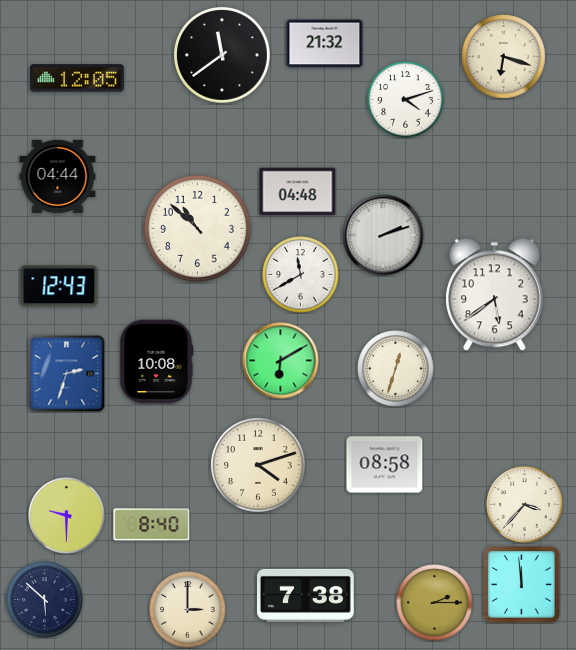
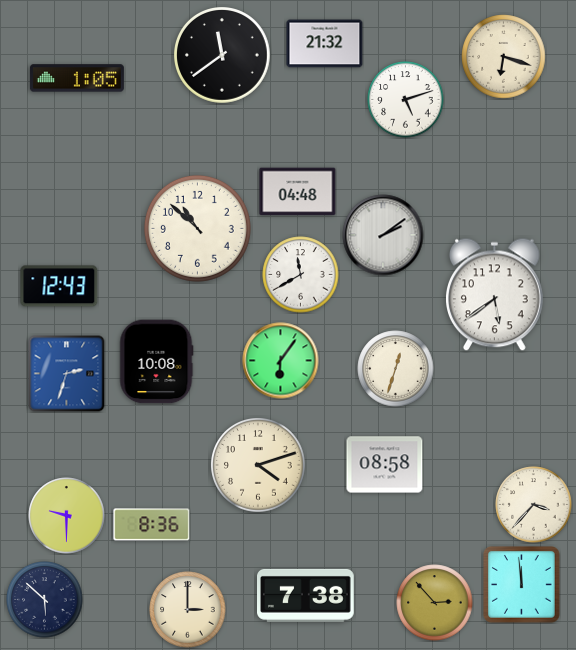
clock at (77, 78): 12:05 -> 1:05
clock at (406, 100): 4:12 -> 5:12
clock at (58, 176): 04:44 -> none
clock at (383, 235): 2:12 -> 2:09
clock at (281, 361): 6:10 -> 6:06
clock at (525, 505) position: (525, 505) -> (534, 505)
clock at (152, 525): 8:40 -> 8:36
clock at (435, 603): 2:15 -> 2:53
